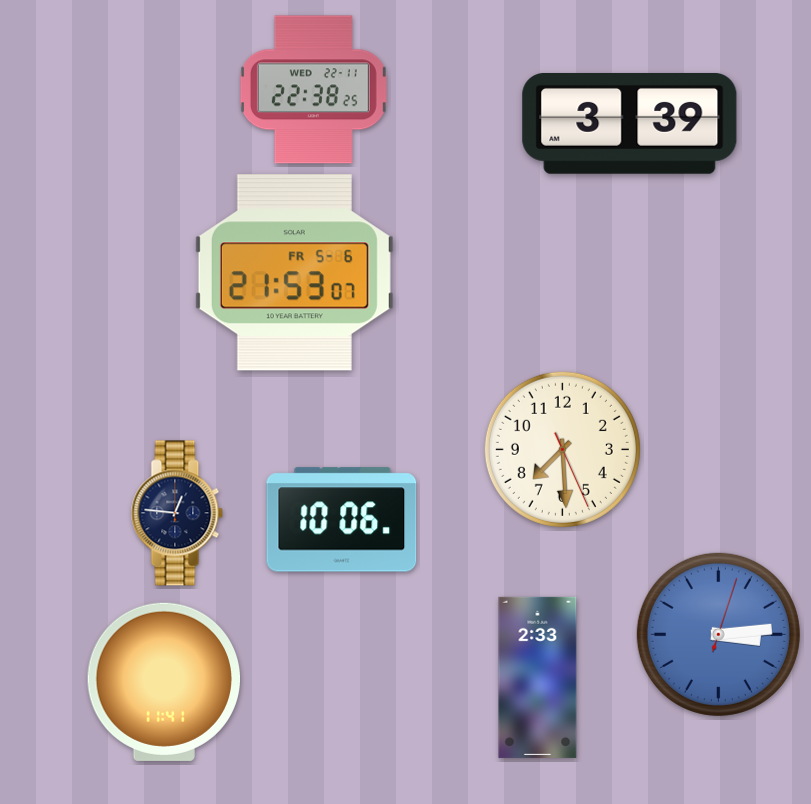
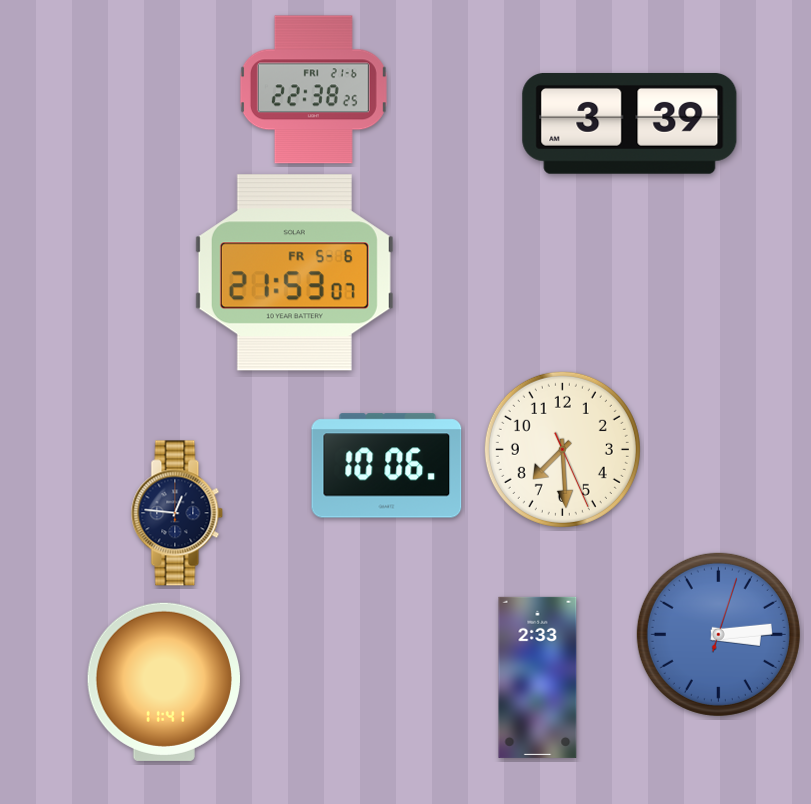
clock at (313, 90) date: WED 22-11 -> FRI 21-6
clock at (342, 520) position: (342, 520) -> (387, 466)
